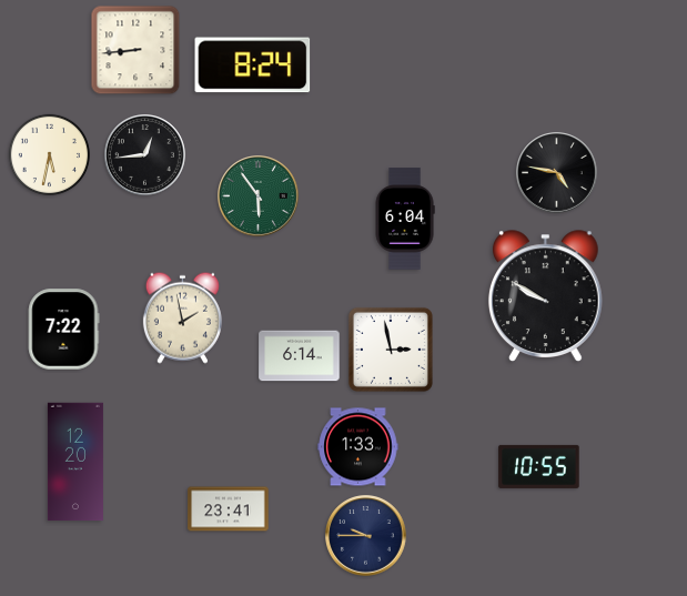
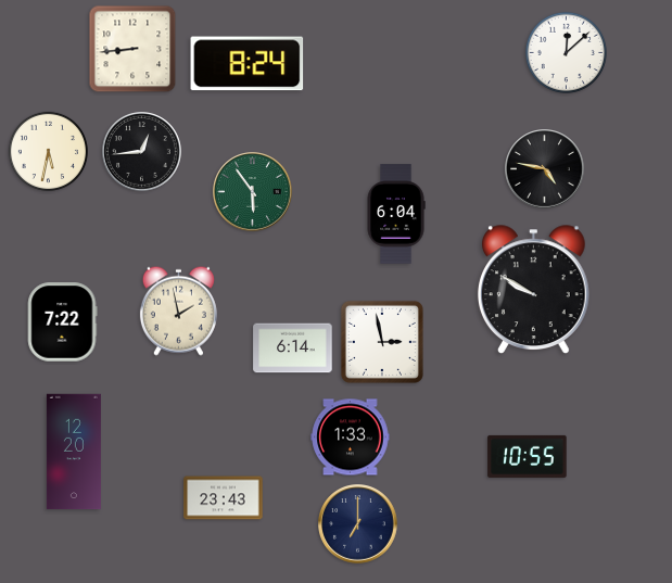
clock at (566, 52): none -> 12:08
clock at (229, 509): 23:41 -> 23:43
clock at (366, 536): 9:45 -> 7:00
